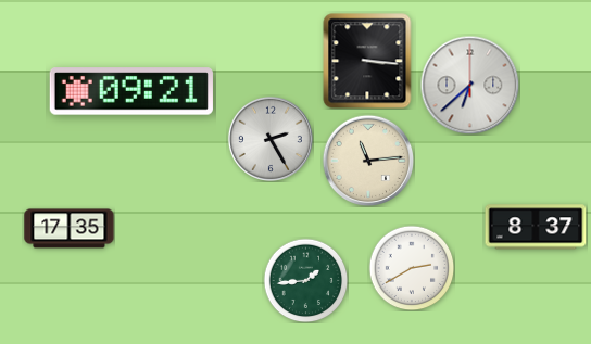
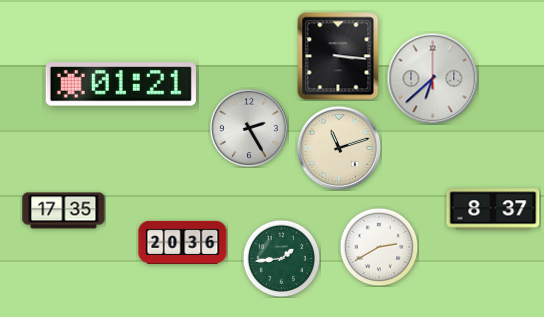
clock at (131, 91): 09:21 -> 01:21
clock at (368, 161): 11:14 -> 11:12
clock at (183, 242): none -> 20:36
